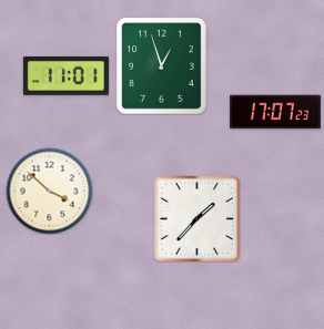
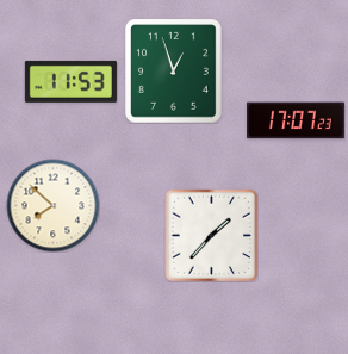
clock at (65, 75): 11:01 -> 11:53
clock at (49, 191): 3:52 -> 7:52
